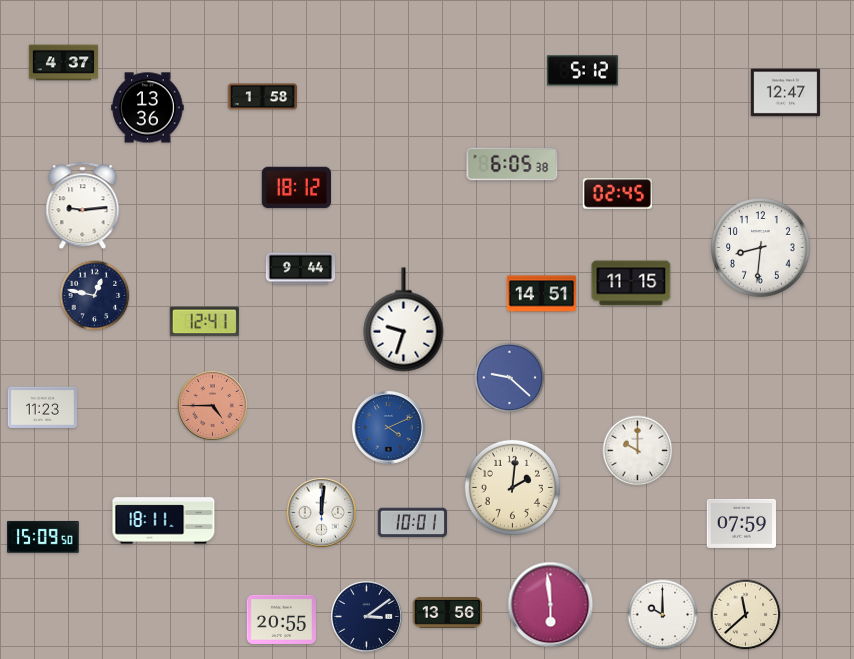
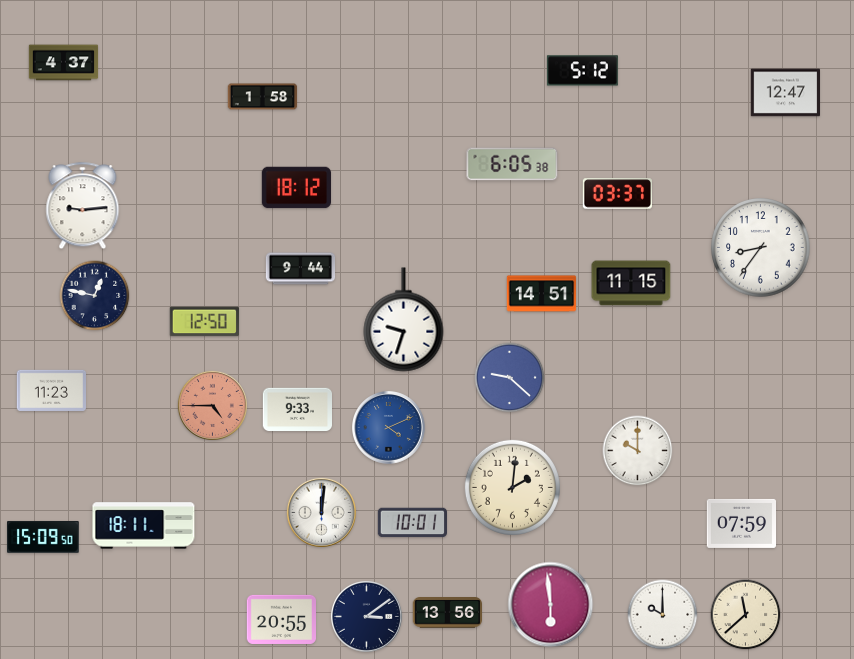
clock at (148, 108): 13:36 -> none
clock at (617, 194): 02:45 -> 03:37
clock at (761, 248): 8:31 -> 8:36
clock at (204, 322): 12:41 -> 12:50
clock at (43, 407) position: (43, 407) -> (52, 390)
clock at (297, 410): none -> 9:33
clock at (164, 521) position: (164, 521) -> (144, 526)
